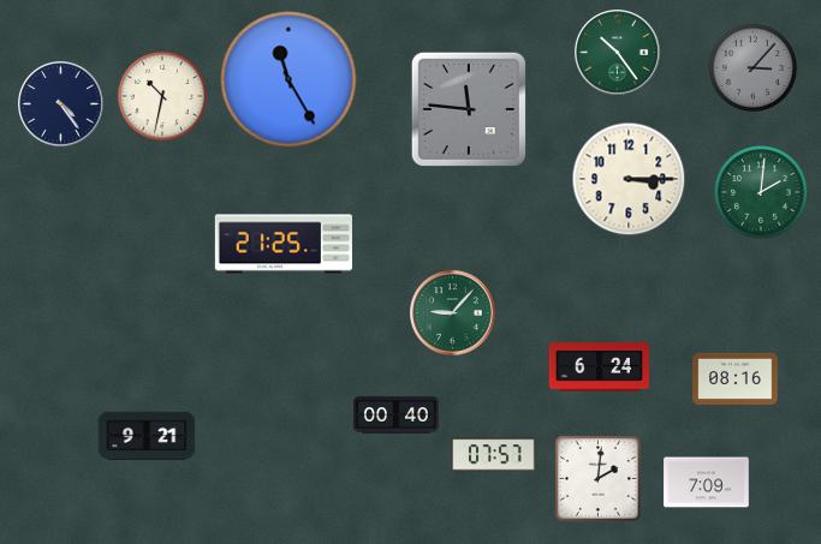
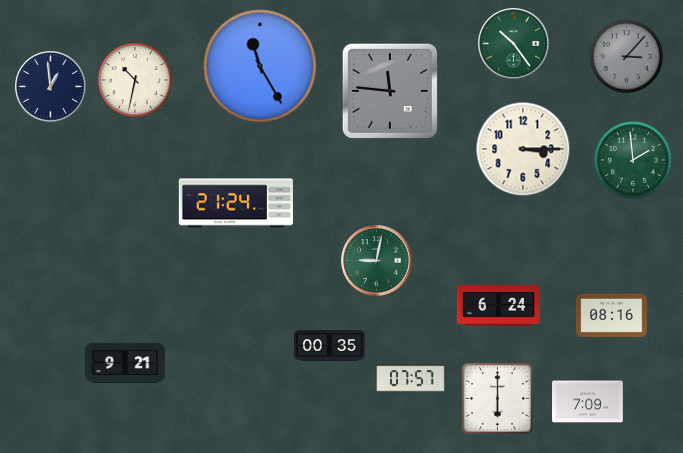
clock at (288, 79) position: (288, 79) -> (260, 66)
clock at (61, 104): 4:24 -> 12:59
clock at (761, 192): 2:01 -> 1:59
clock at (284, 244): 21:25 -> 21:24
clock at (453, 313): 9:07 -> 9:02
clock at (397, 416): 00:40 -> 00:35
clock at (147, 436) position: (147, 436) -> (125, 363)
clock at (597, 478): 2:01 -> 6:00
